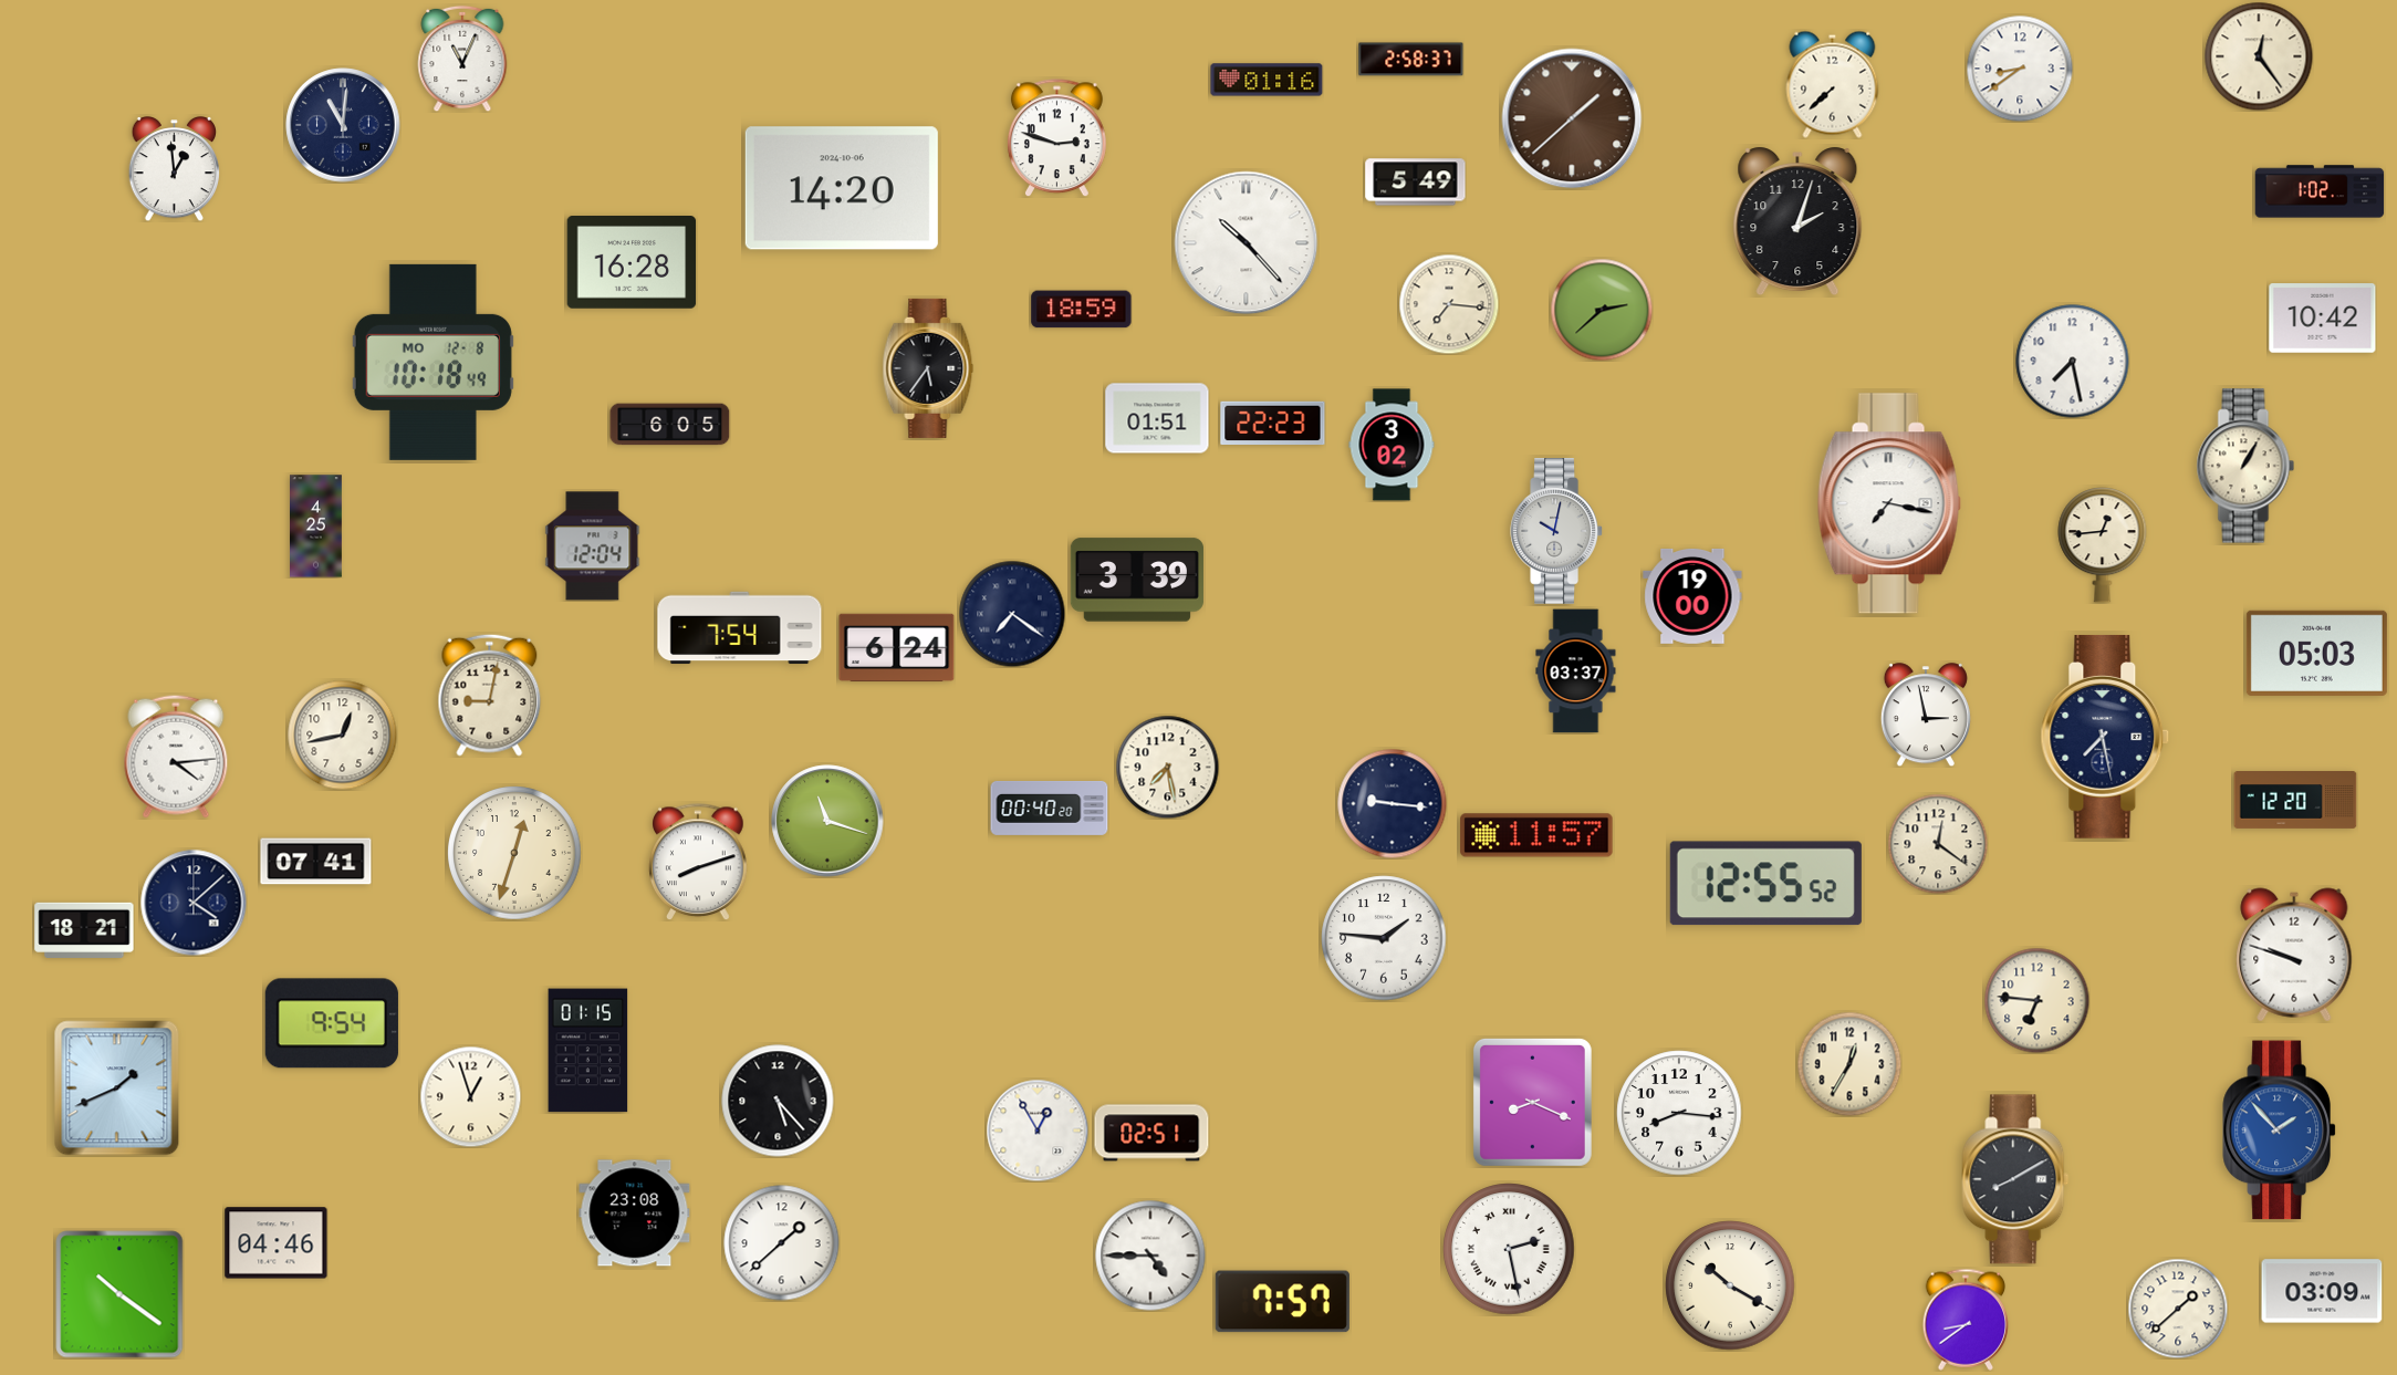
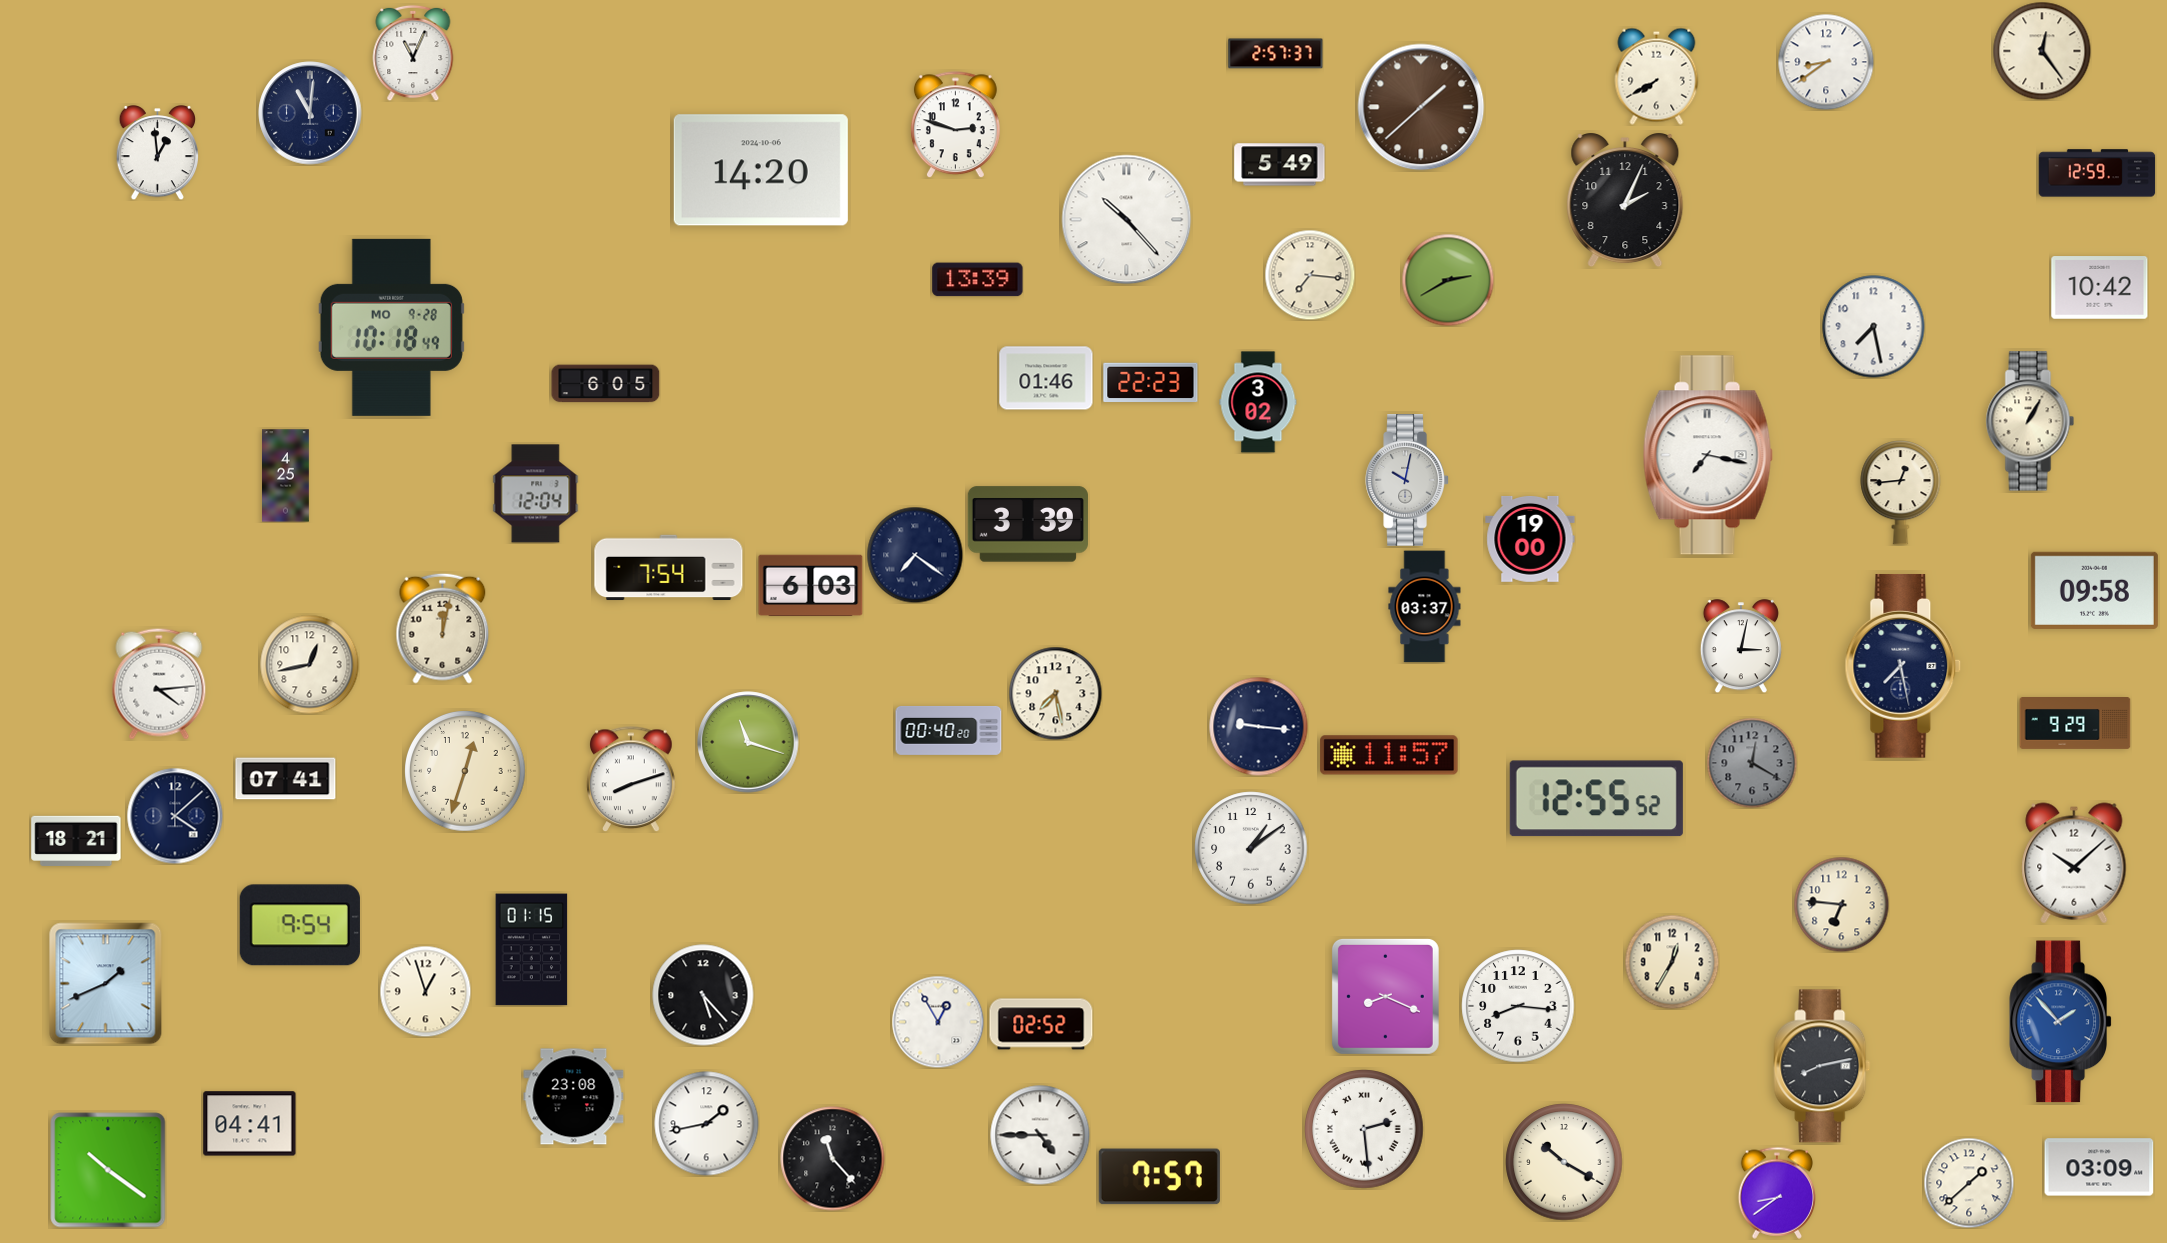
clock at (462, 59) position: (462, 59) -> (413, 53)
clock at (1411, 60): 2:58 -> 2:57
clock at (1267, 80): 01:16 -> none
clock at (1833, 84): 7:38 -> 7:40
clock at (2320, 191): 1:02 -> 12:59
clock at (1797, 222): 2:03 -> 2:04
clock at (632, 263): 16:28 -> none
clock at (1082, 310): 18:59 -> 13:39
clock at (1602, 310): 2:38 -> 2:40
clock at (432, 362) date: MO 12-8 -> MO 9-28
clock at (928, 368): 5:36 -> none
clock at (1157, 418): 01:51 -> 01:46
clock at (897, 648): 6:24 -> 6:03
clock at (2316, 653): 05:03 -> 09:58
clock at (490, 695): 9:02 -> 12:02
clock at (1926, 715): 2:58 -> 3:02
clock at (2295, 801): 12:20 -> 9:29
clock at (1938, 844): 12:21 -> 12:20
clock at (1938, 844) dial: cream -> grey
clock at (1384, 938): 1:46 -> 1:09
clock at (2294, 955): 9:48 -> 10:08
clock at (1151, 1133): 02:51 -> 02:52
clock at (2015, 1179): 8:10 -> 8:13
clock at (277, 1243): 04:46 -> 04:41
clock at (782, 1243): 1:38 -> 1:43
clock at (1509, 1249): 2:28 -> 2:29
clock at (833, 1159): none -> 11:23
